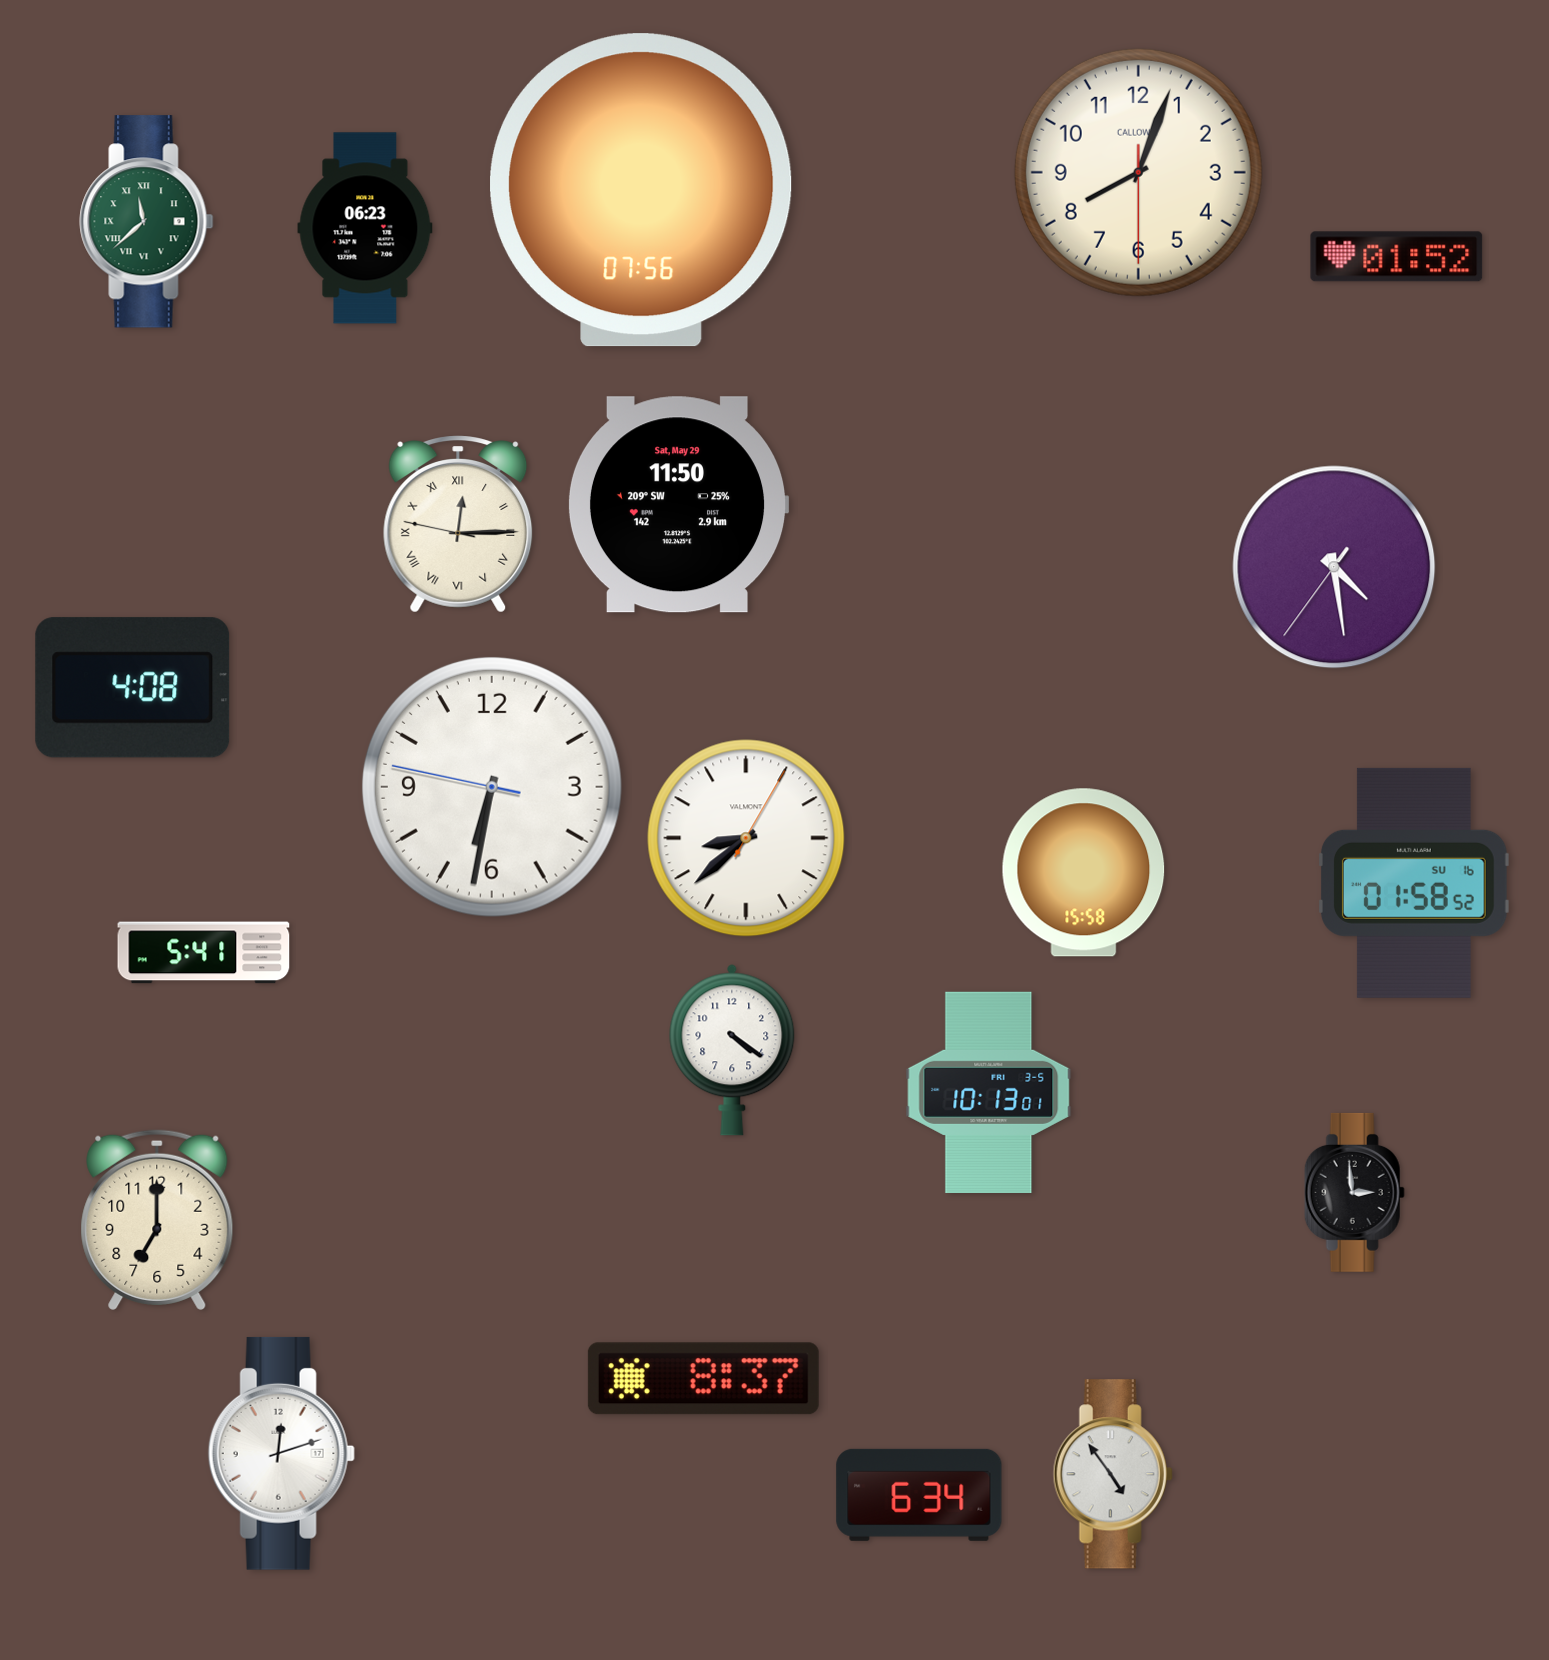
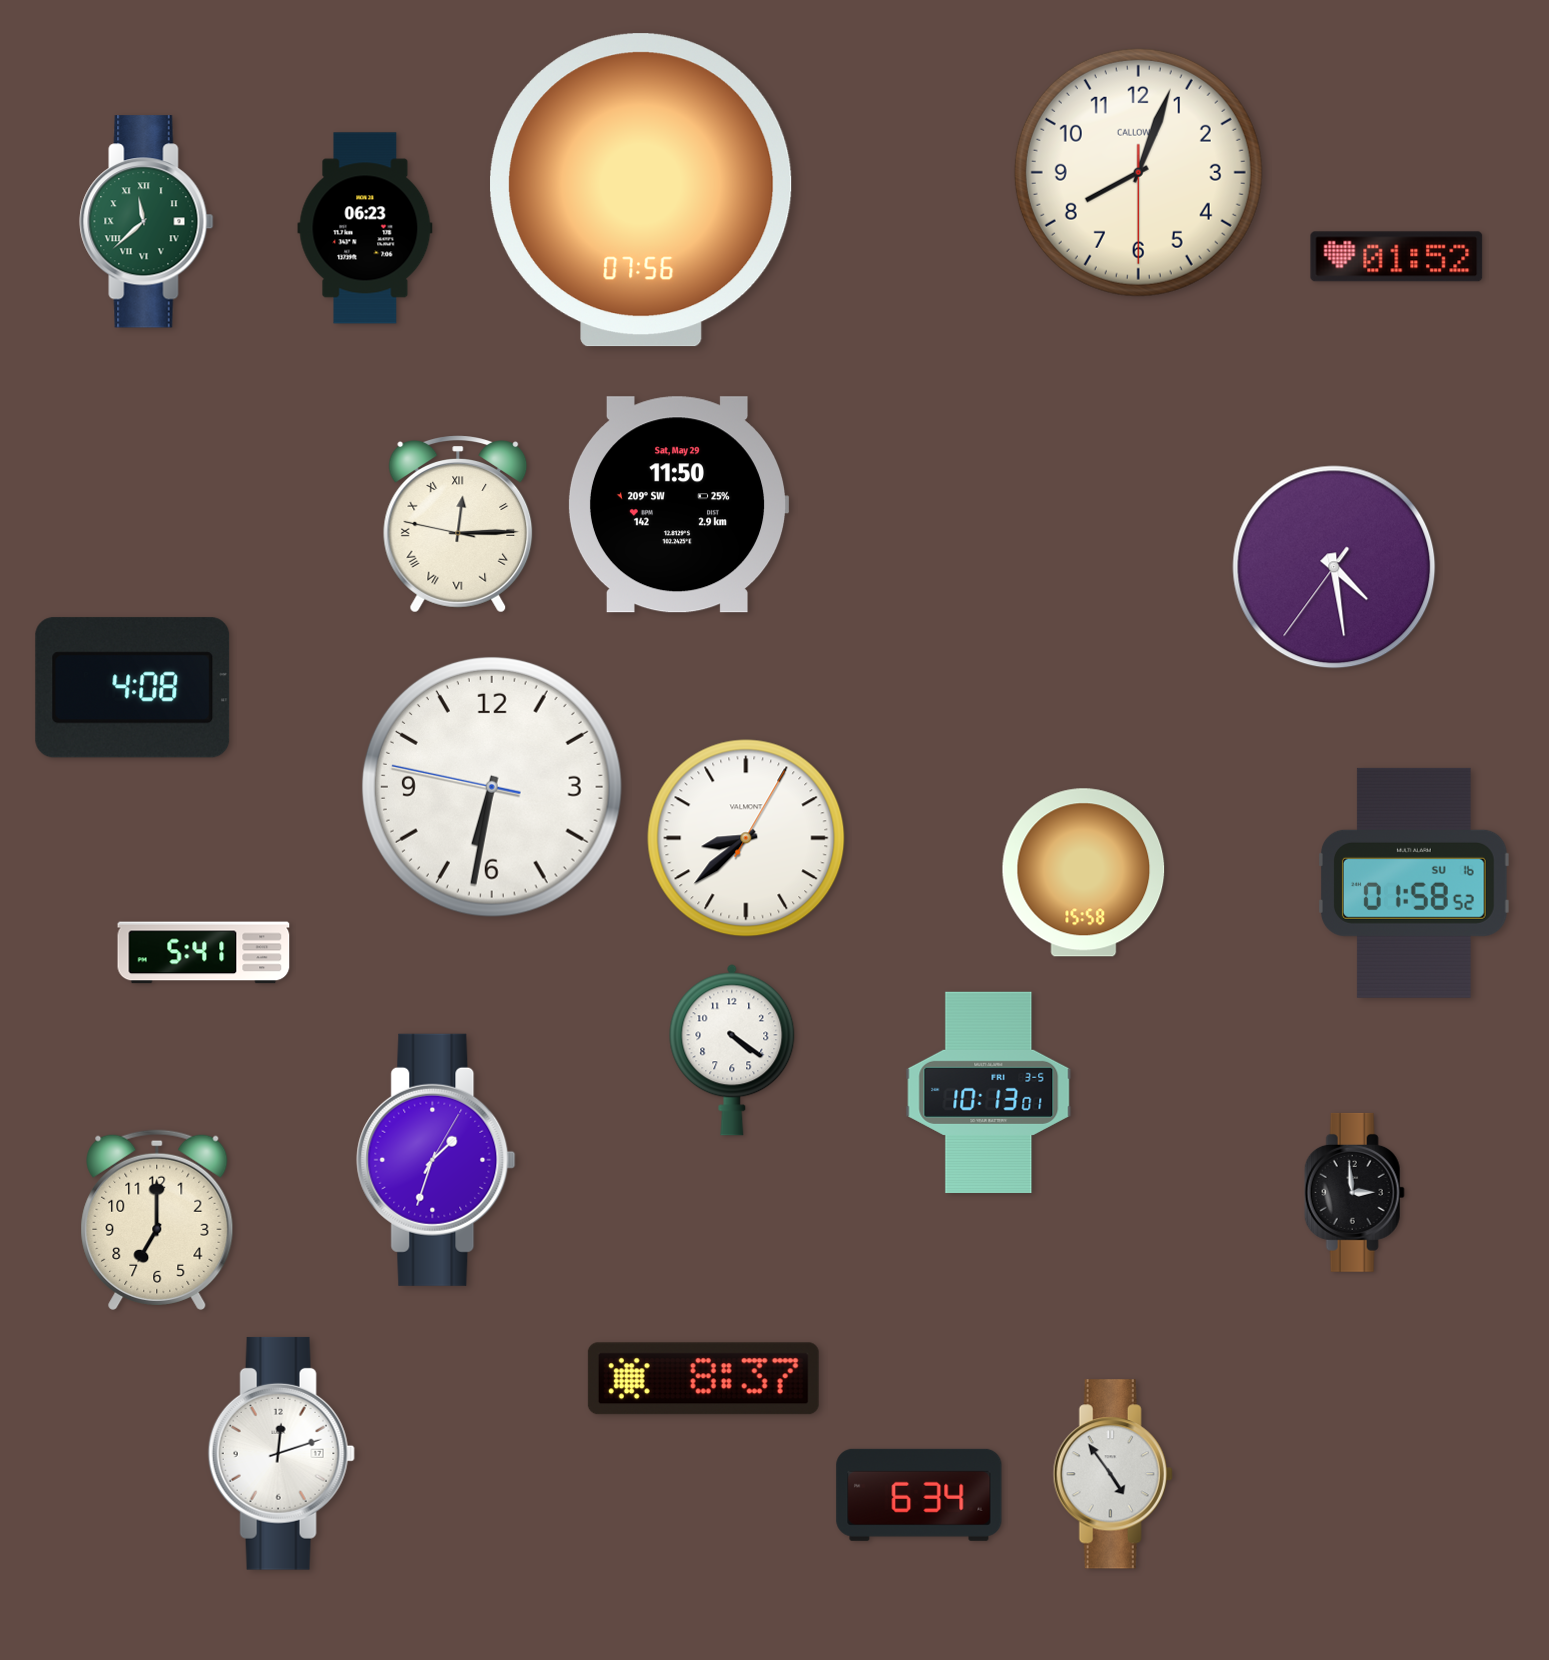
clock at (436, 1160): none -> 1:33
